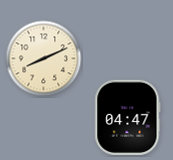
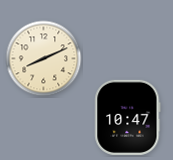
clock at (128, 117): 04:47 -> 10:47
